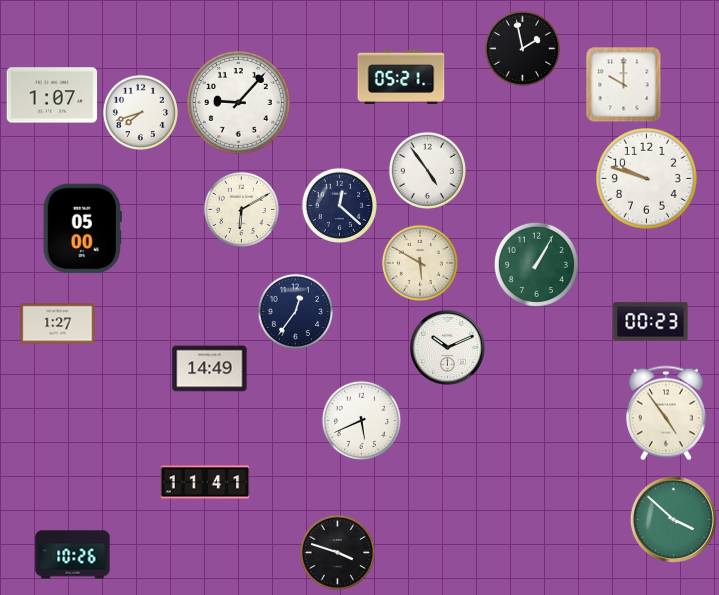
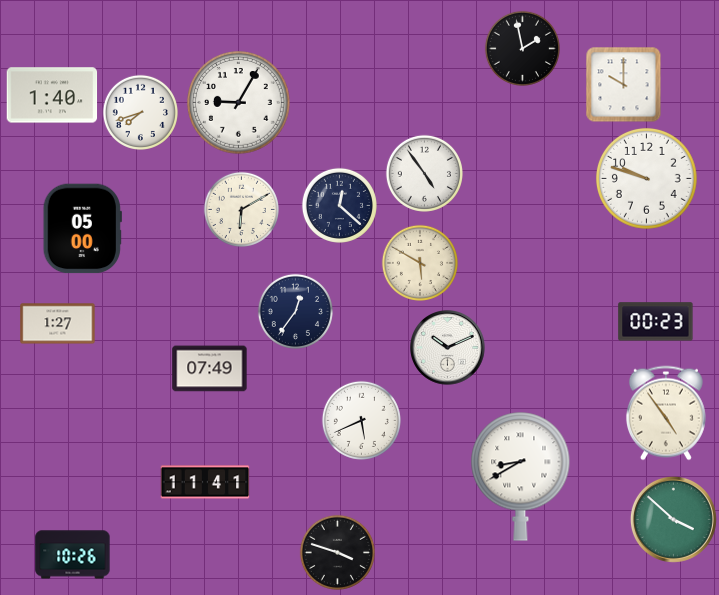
clock at (401, 77): 05:21 -> none
clock at (52, 95): 1:07 -> 1:40
clock at (239, 103): 9:07 -> 9:05
clock at (427, 170) position: (427, 170) -> (424, 173)
clock at (536, 264): 1:05 -> none
clock at (651, 322) position: (651, 322) -> (656, 322)
clock at (210, 369): 14:49 -> 07:49
clock at (521, 476): none -> 8:40
